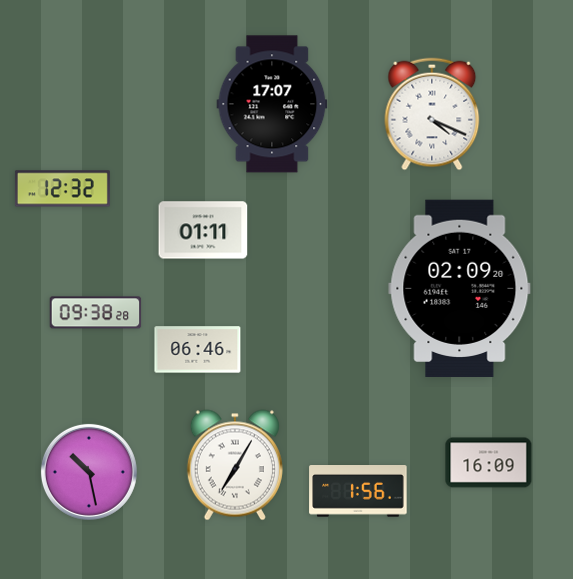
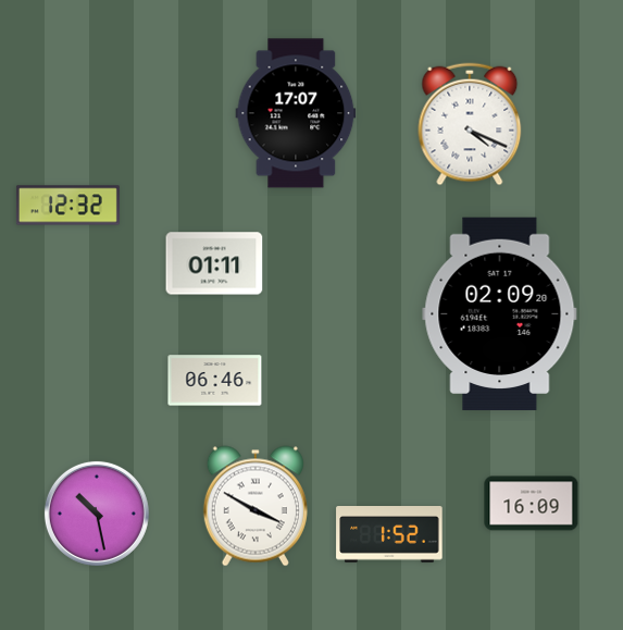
clock at (203, 230) position: (203, 230) -> (214, 263)
clock at (96, 313): 09:38 -> none
clock at (235, 465): 7:05 -> 3:50
clock at (358, 491): 1:56 -> 1:52
